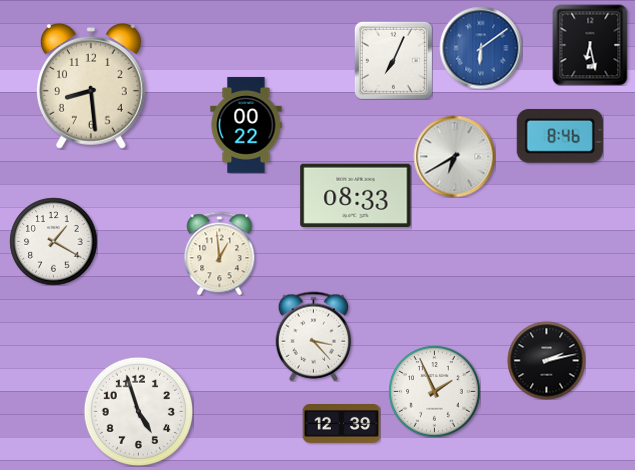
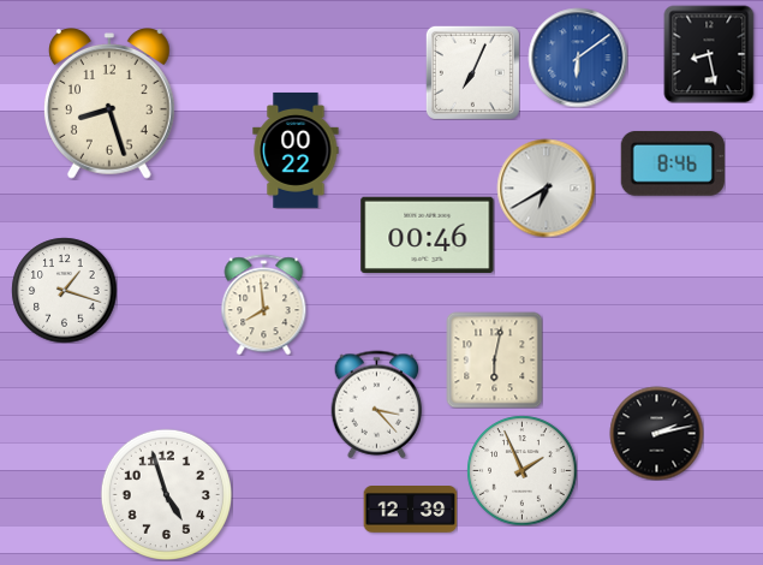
clock at (590, 45): 6:28 -> 8:28
clock at (91, 86): 8:29 -> 8:27
clock at (356, 195): 08:33 -> 00:46
clock at (53, 241): 1:20 -> 1:18
clock at (220, 253): 12:59 -> 7:59
clock at (494, 359): none -> 6:02
